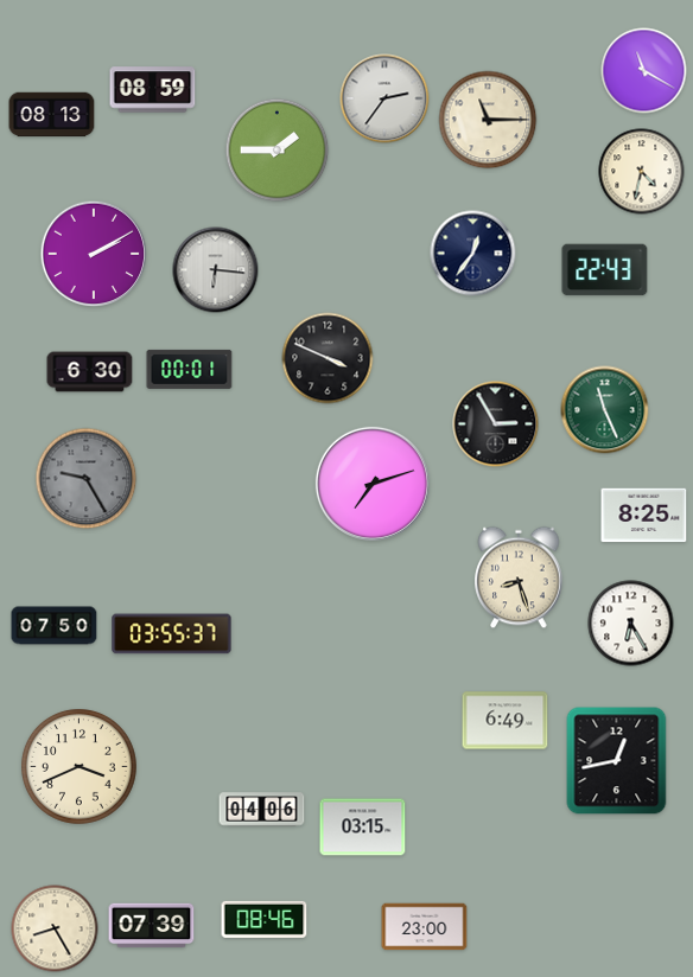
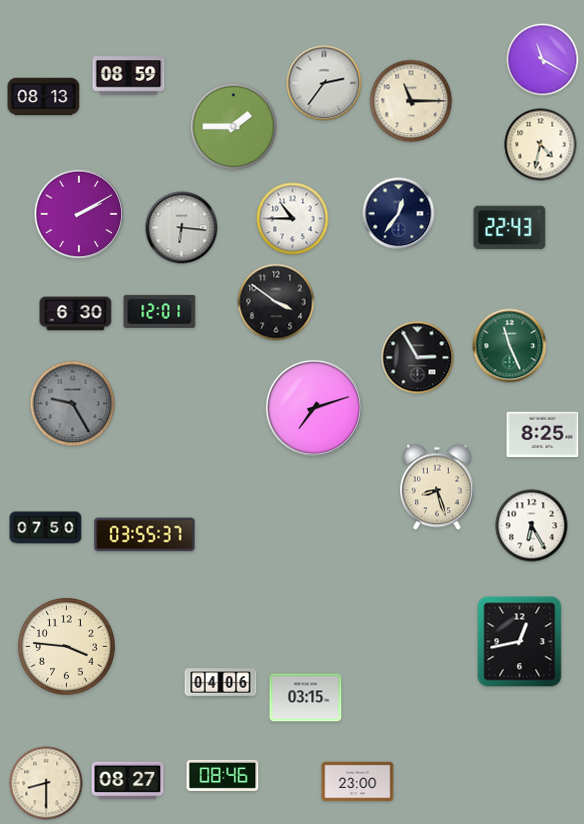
clock at (293, 219): none -> 10:45
clock at (328, 358): 3:49 -> 3:51
clock at (190, 369): 00:01 -> 12:01
clock at (506, 721): 6:49 -> none
clock at (78, 766): 3:41 -> 3:46
clock at (152, 926): 07:39 -> 08:27
clock at (55, 928): 8:25 -> 8:30
